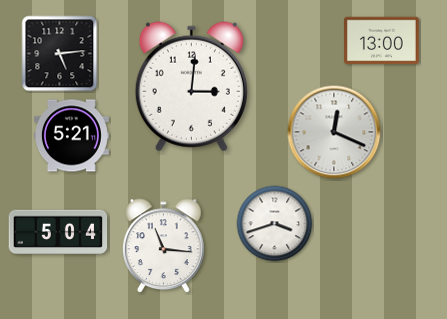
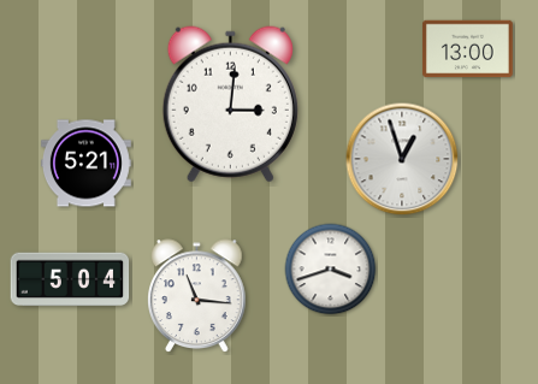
clock at (381, 41) position: (381, 41) -> (467, 49)
clock at (60, 54): 5:14 -> none
clock at (334, 132): 12:19 -> 12:57
